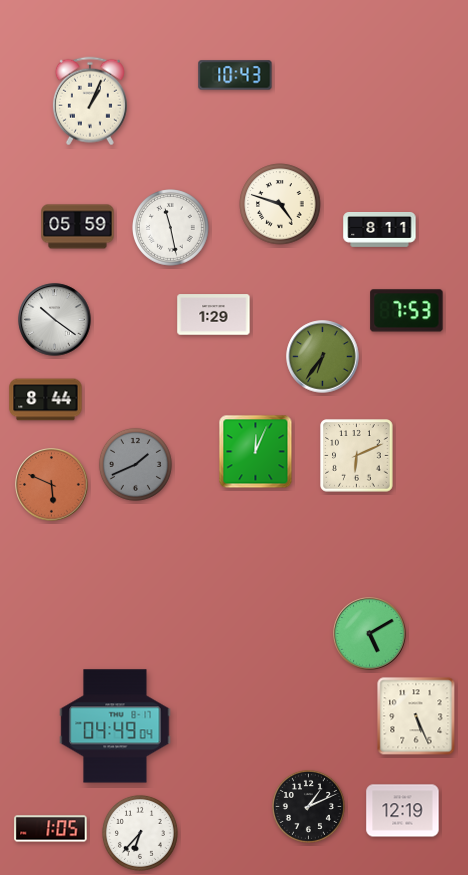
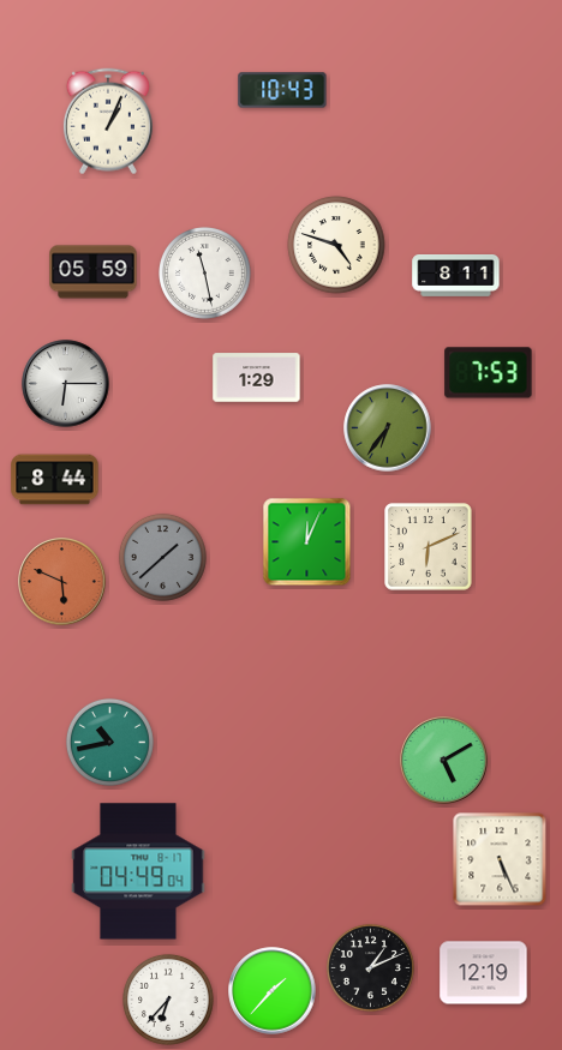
clock at (55, 320): 10:21 -> 6:15
clock at (135, 464): 1:41 -> 1:38
clock at (109, 742): none -> 10:43
clock at (273, 991): none -> 1:37
clock at (51, 829): 1:05 -> none
